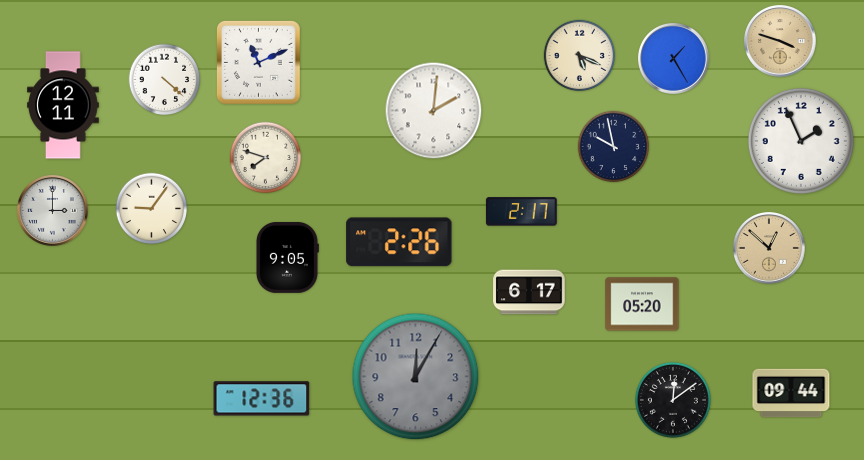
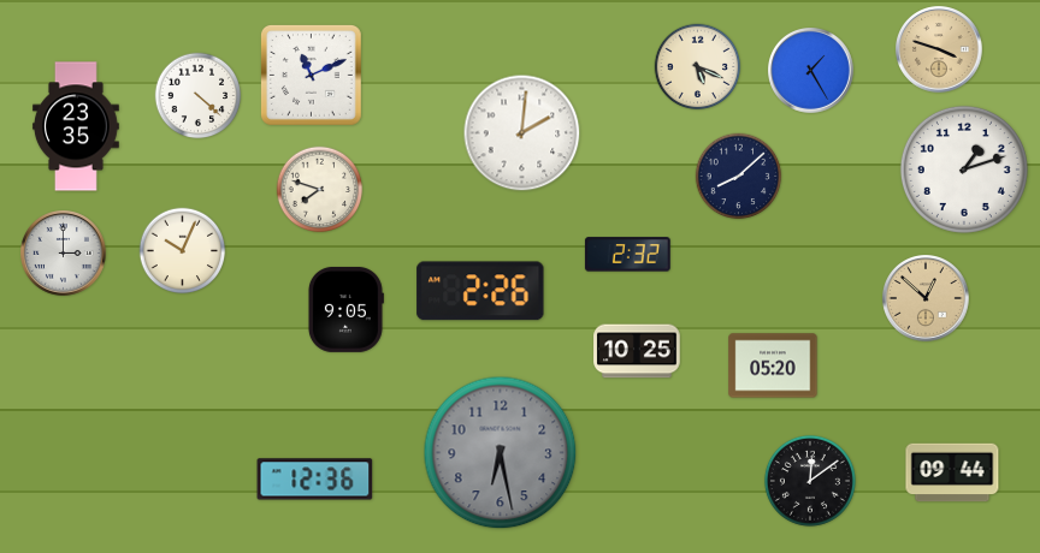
clock at (63, 105): 12:11 -> 23:35
clock at (801, 141): 1:56 -> 1:12
clock at (614, 147): 9:58 -> 8:08
clock at (152, 209): 9:06 -> 10:04
clock at (521, 212): 2:17 -> 2:32
clock at (529, 292): 6:17 -> 10:25
clock at (416, 377): 12:05 -> 6:28
